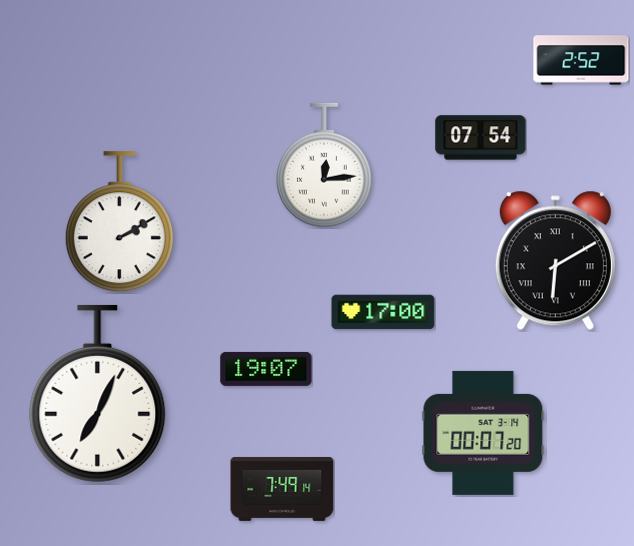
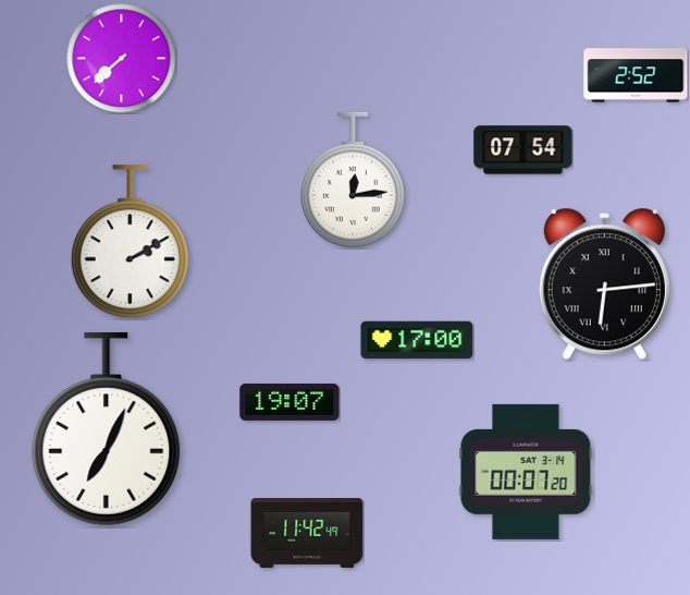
clock at (122, 59): none -> 7:38
clock at (581, 60) position: (581, 60) -> (636, 75)
clock at (555, 261): 6:10 -> 6:14
clock at (282, 489): 7:49 -> 11:42
